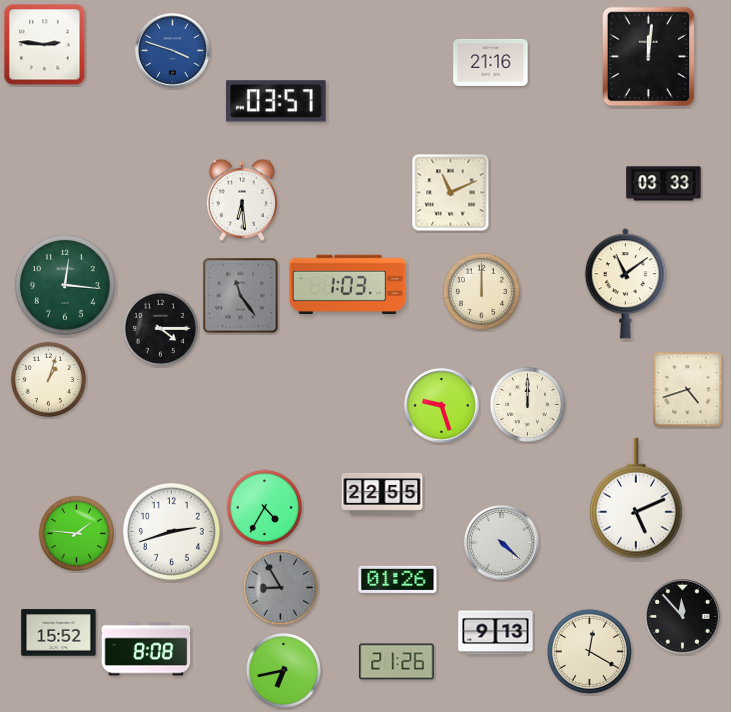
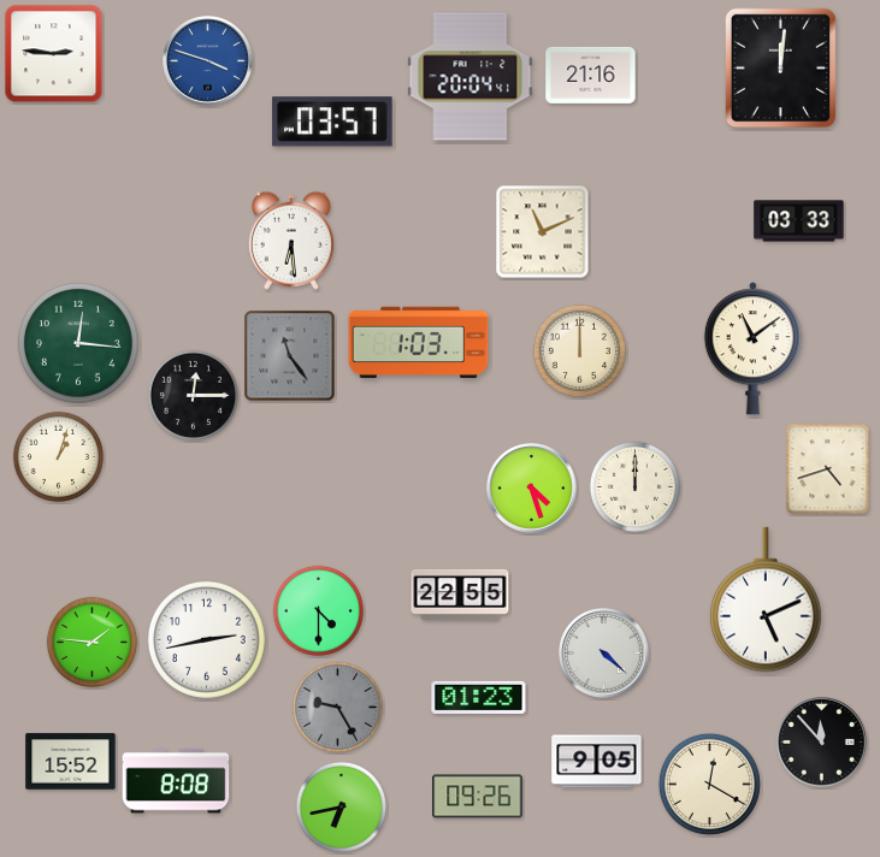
clock at (471, 77): none -> 20:04
clock at (625, 284) position: (625, 284) -> (752, 349)
clock at (160, 328): 4:15 -> 12:15
clock at (442, 406): 9:27 -> 4:27
clock at (264, 507): 4:35 -> 4:30
clock at (171, 531): 2:42 -> 2:43
clock at (398, 579): 01:26 -> 01:23
clock at (280, 587): 8:55 -> 9:25
clock at (496, 633): 9:13 -> 9:05
clock at (397, 662): 21:26 -> 09:26
